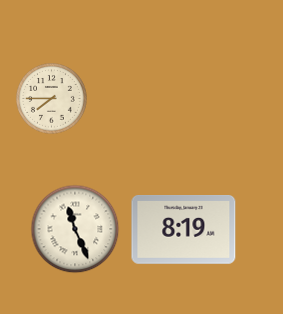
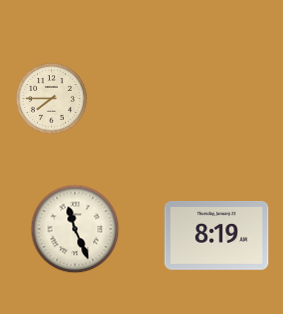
clock at (184, 230) position: (184, 230) -> (217, 236)
